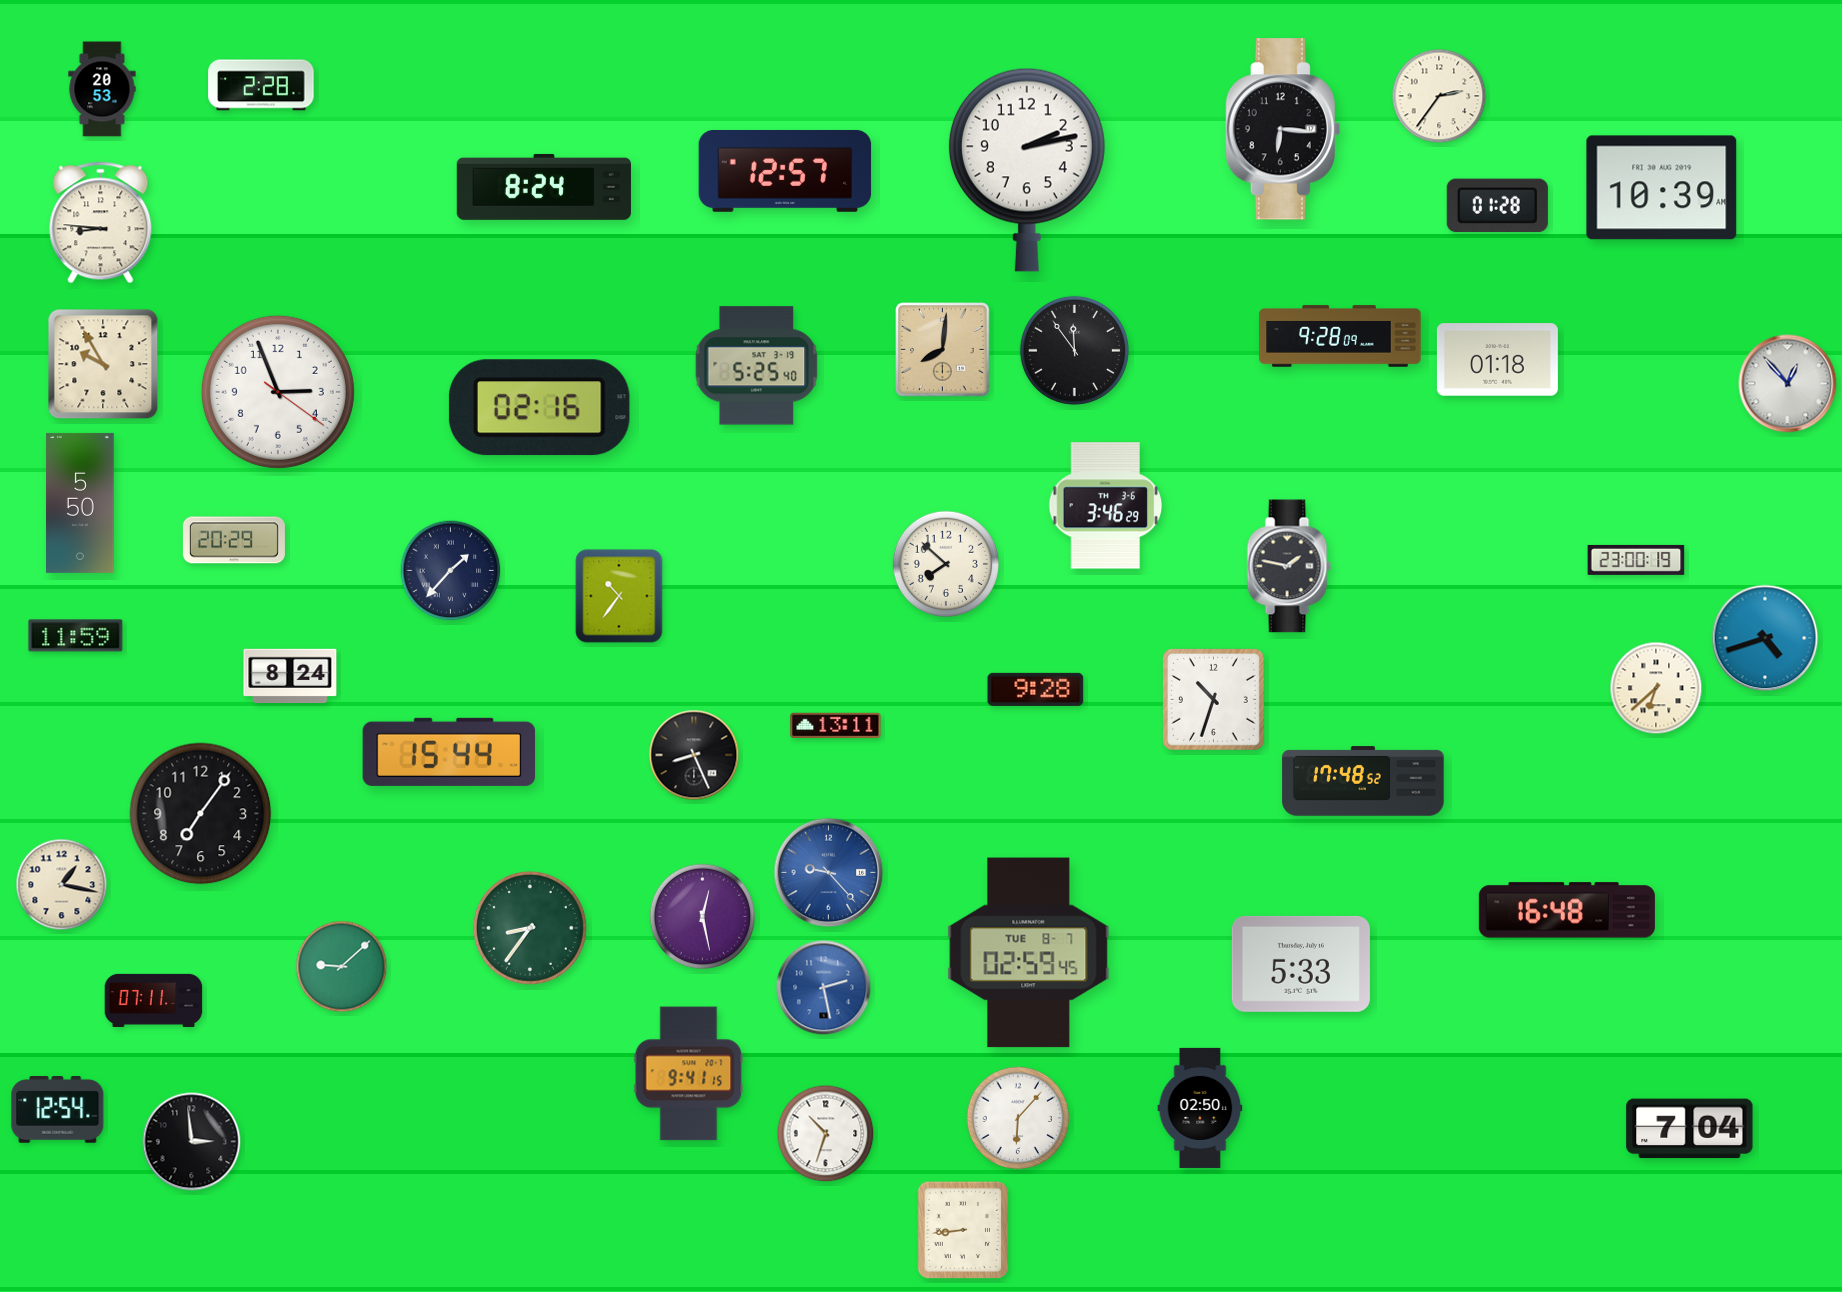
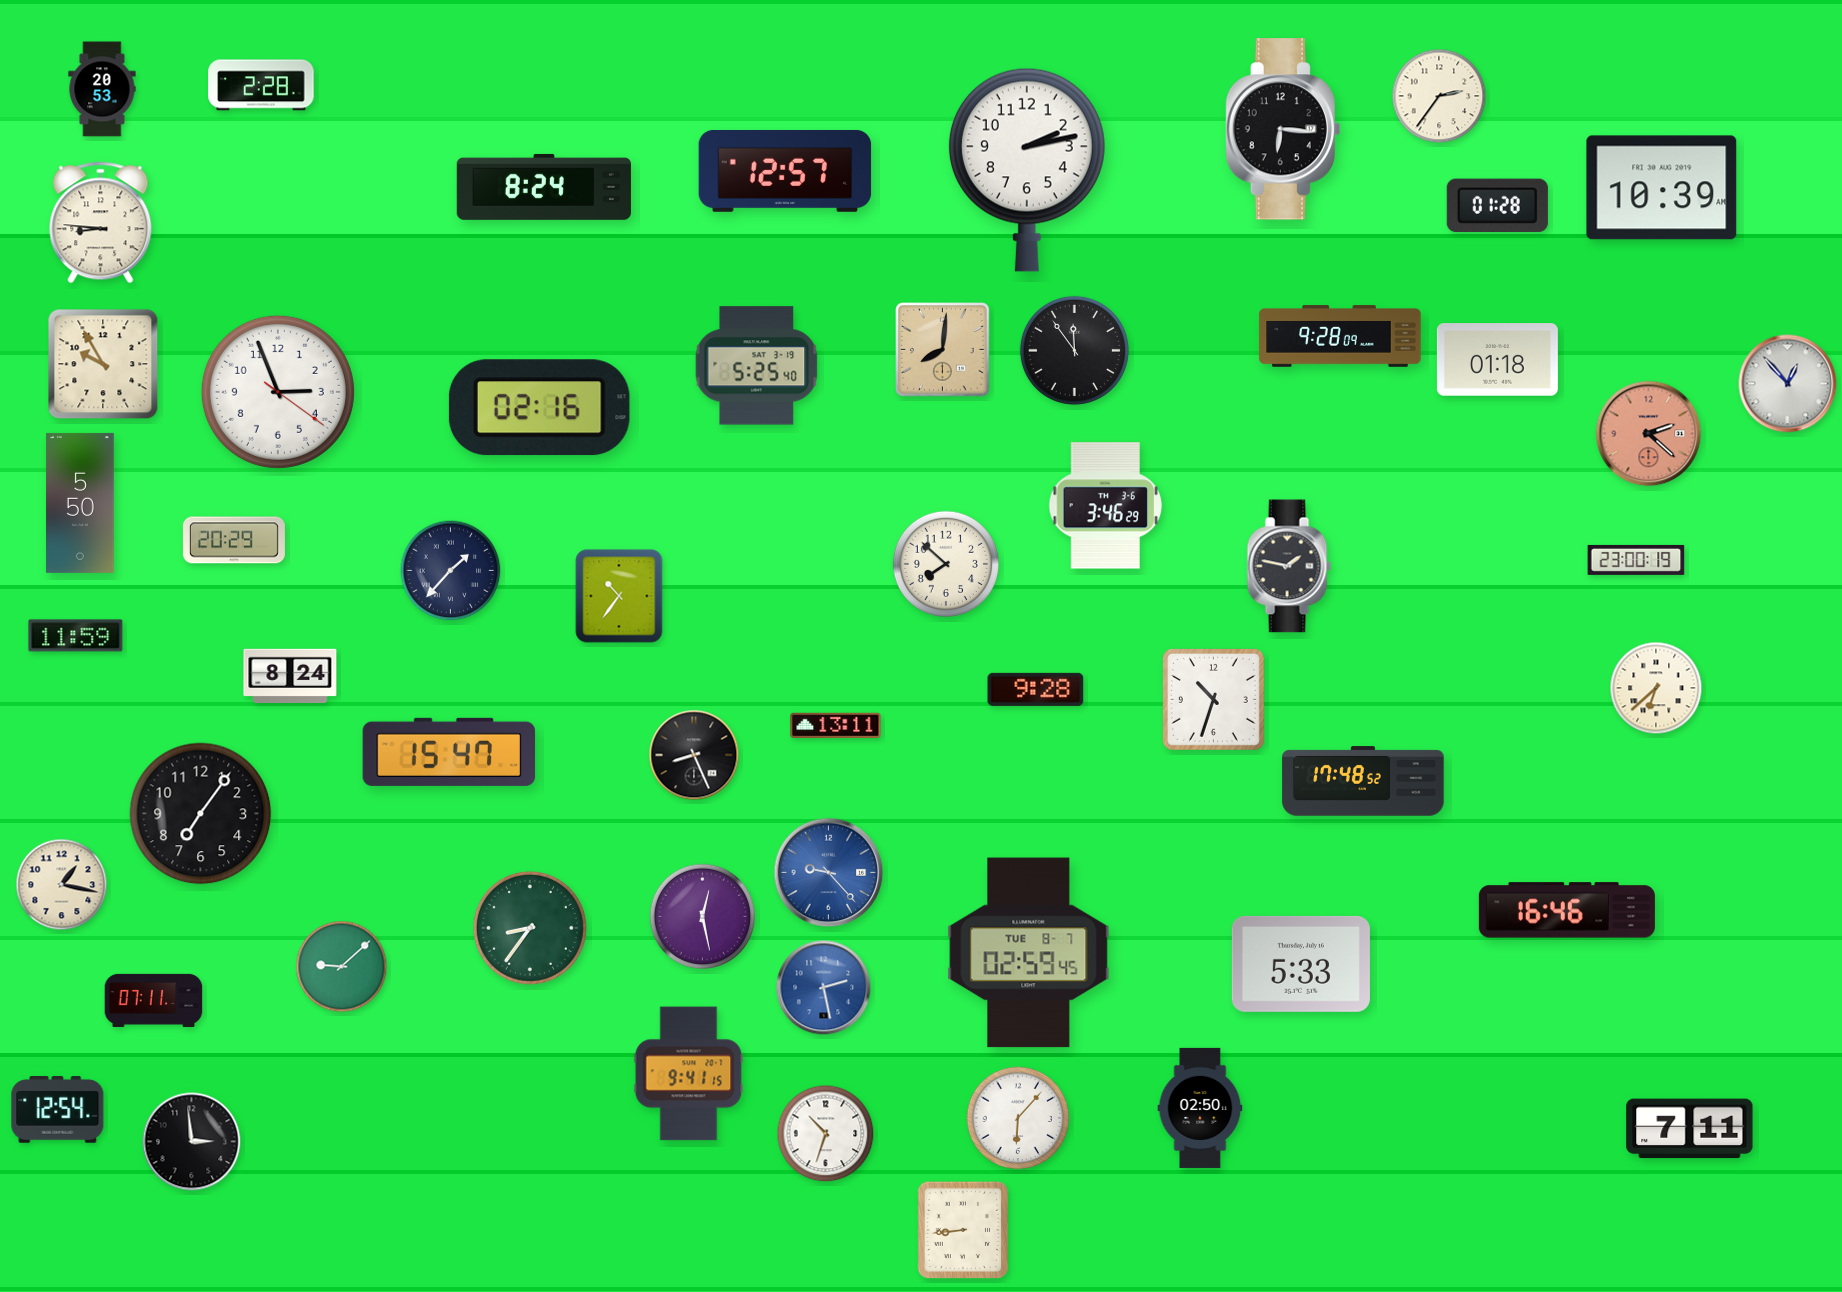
clock at (1649, 434): none -> 2:22
clock at (1765, 638): 4:42 -> none
clock at (449, 752): 15:44 -> 15:47
clock at (1567, 910): 16:48 -> 16:46
clock at (1690, 1129): 7:04 -> 7:11
